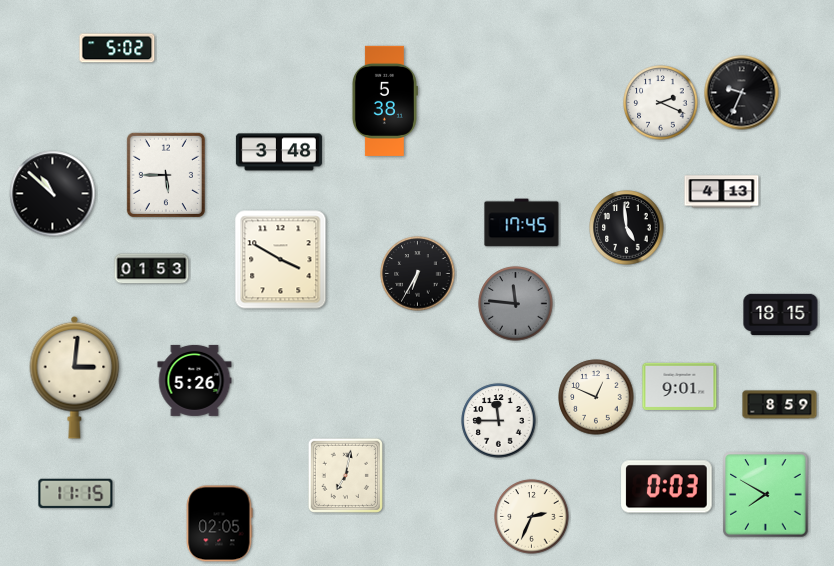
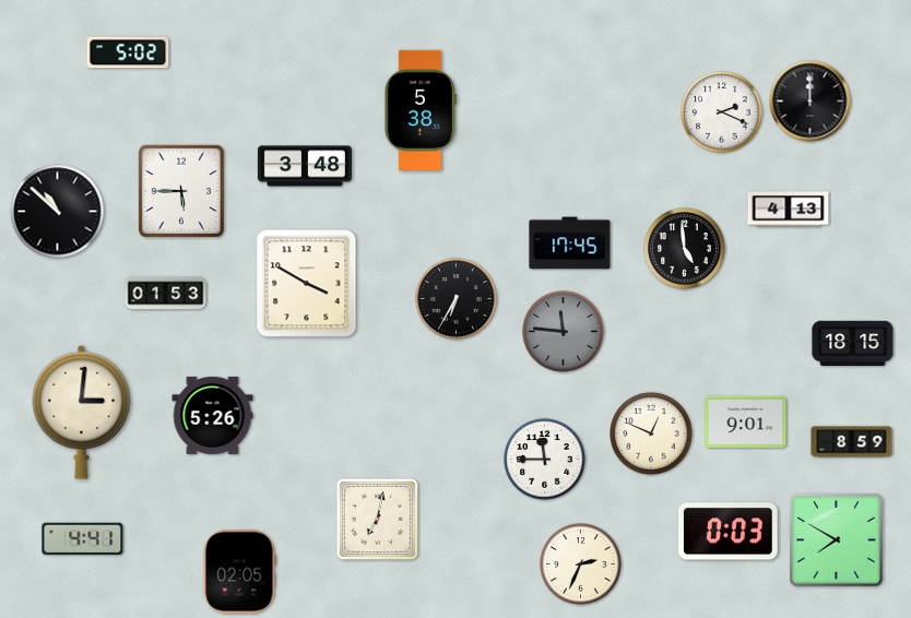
clock at (742, 93): 9:34 -> 12:00
clock at (680, 386) position: (680, 386) -> (746, 421)
clock at (76, 493): 11:15 -> 4:41
